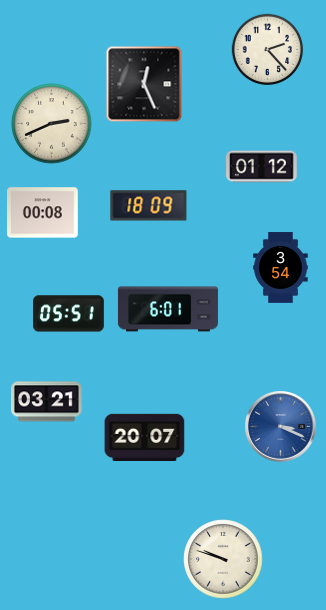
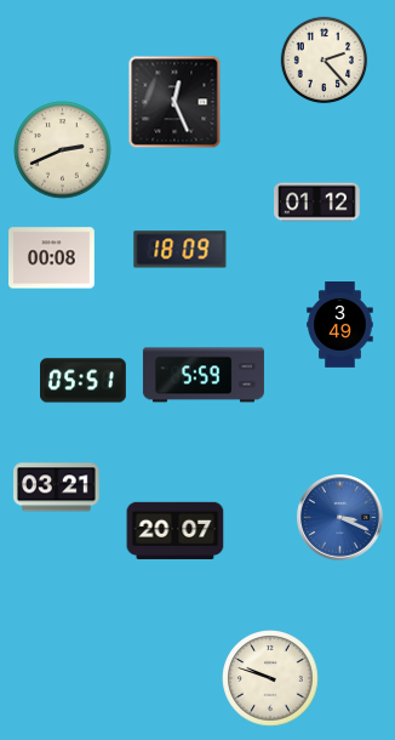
clock at (281, 268): 3:54 -> 3:49
clock at (168, 309): 6:01 -> 5:59
